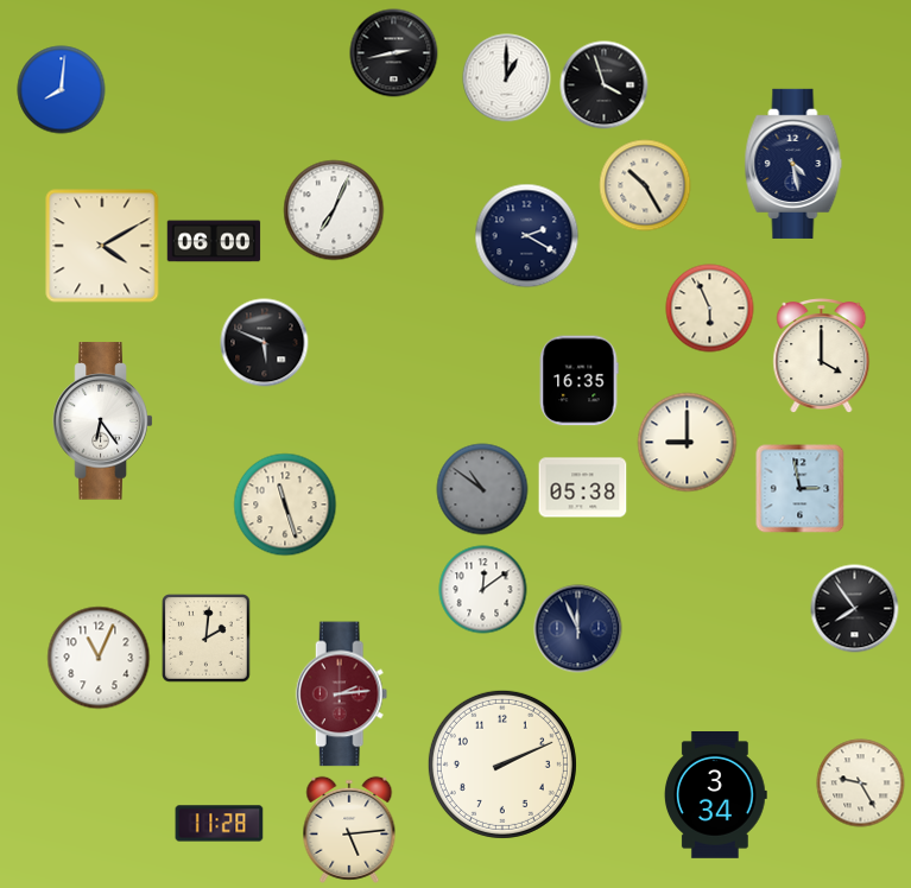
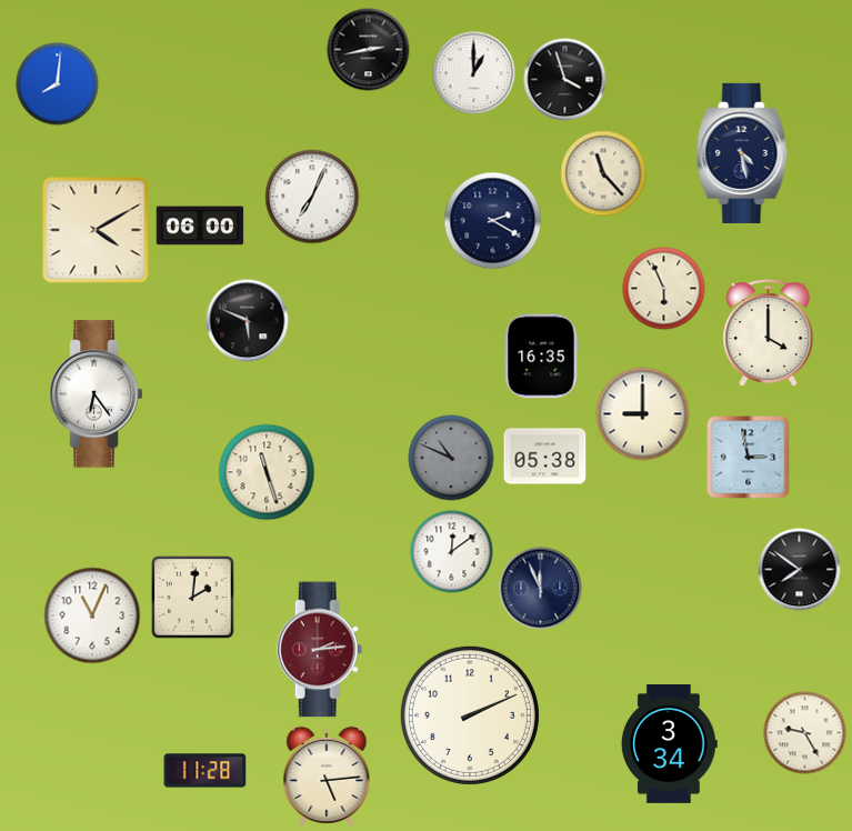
clock at (645, 185): 10:25 -> 11:23
clock at (482, 489): 10:51 -> 10:49
clock at (855, 609): 7:54 -> 7:51
